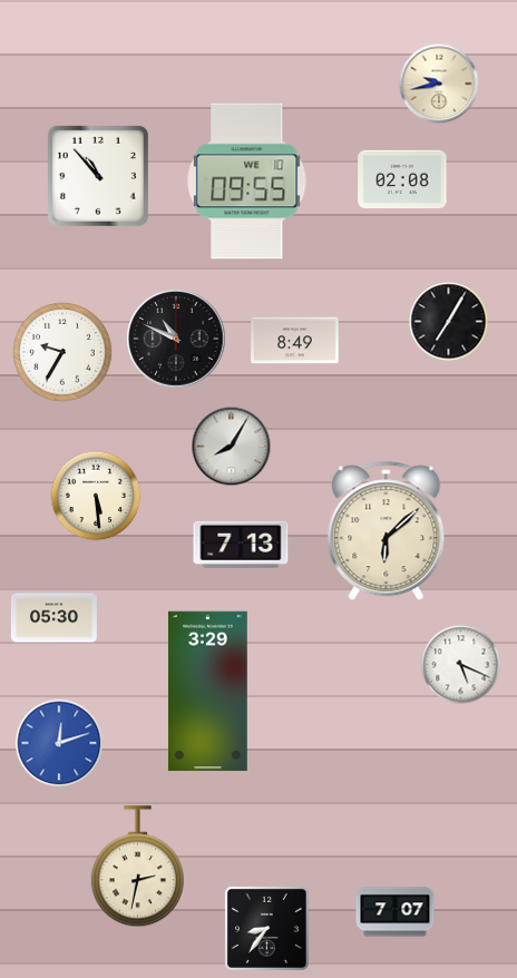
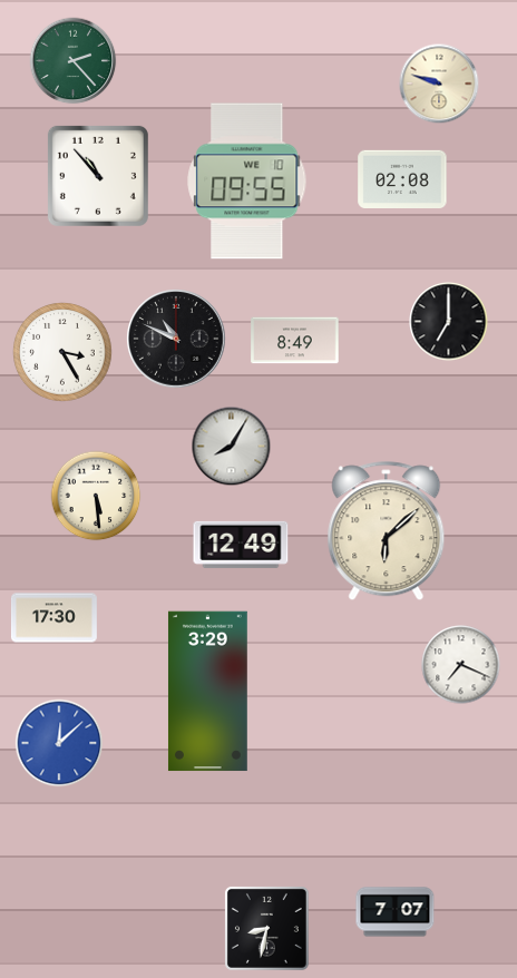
clock at (74, 61): none -> 2:23
clock at (439, 84): 9:43 -> 9:48
clock at (449, 322): 7:05 -> 7:00
clock at (62, 352): 9:35 -> 3:25
clock at (241, 545): 7:13 -> 12:49
clock at (53, 618): 05:30 -> 17:30
clock at (461, 665): 5:19 -> 7:19
clock at (59, 743): 12:12 -> 12:08
clock at (137, 867): 2:32 -> none
clock at (266, 928): 8:36 -> 8:32
